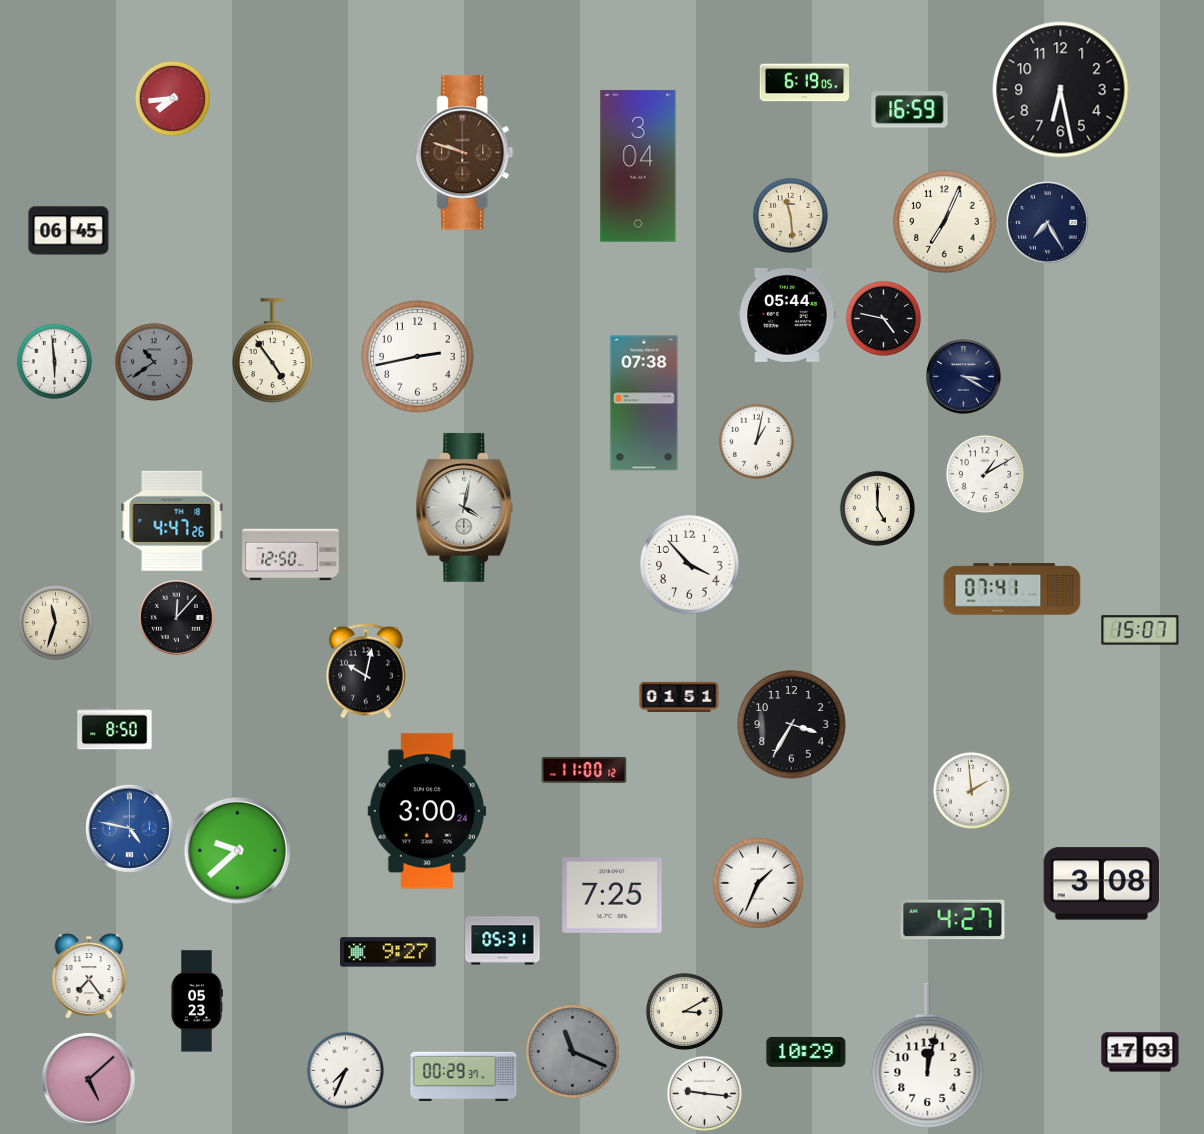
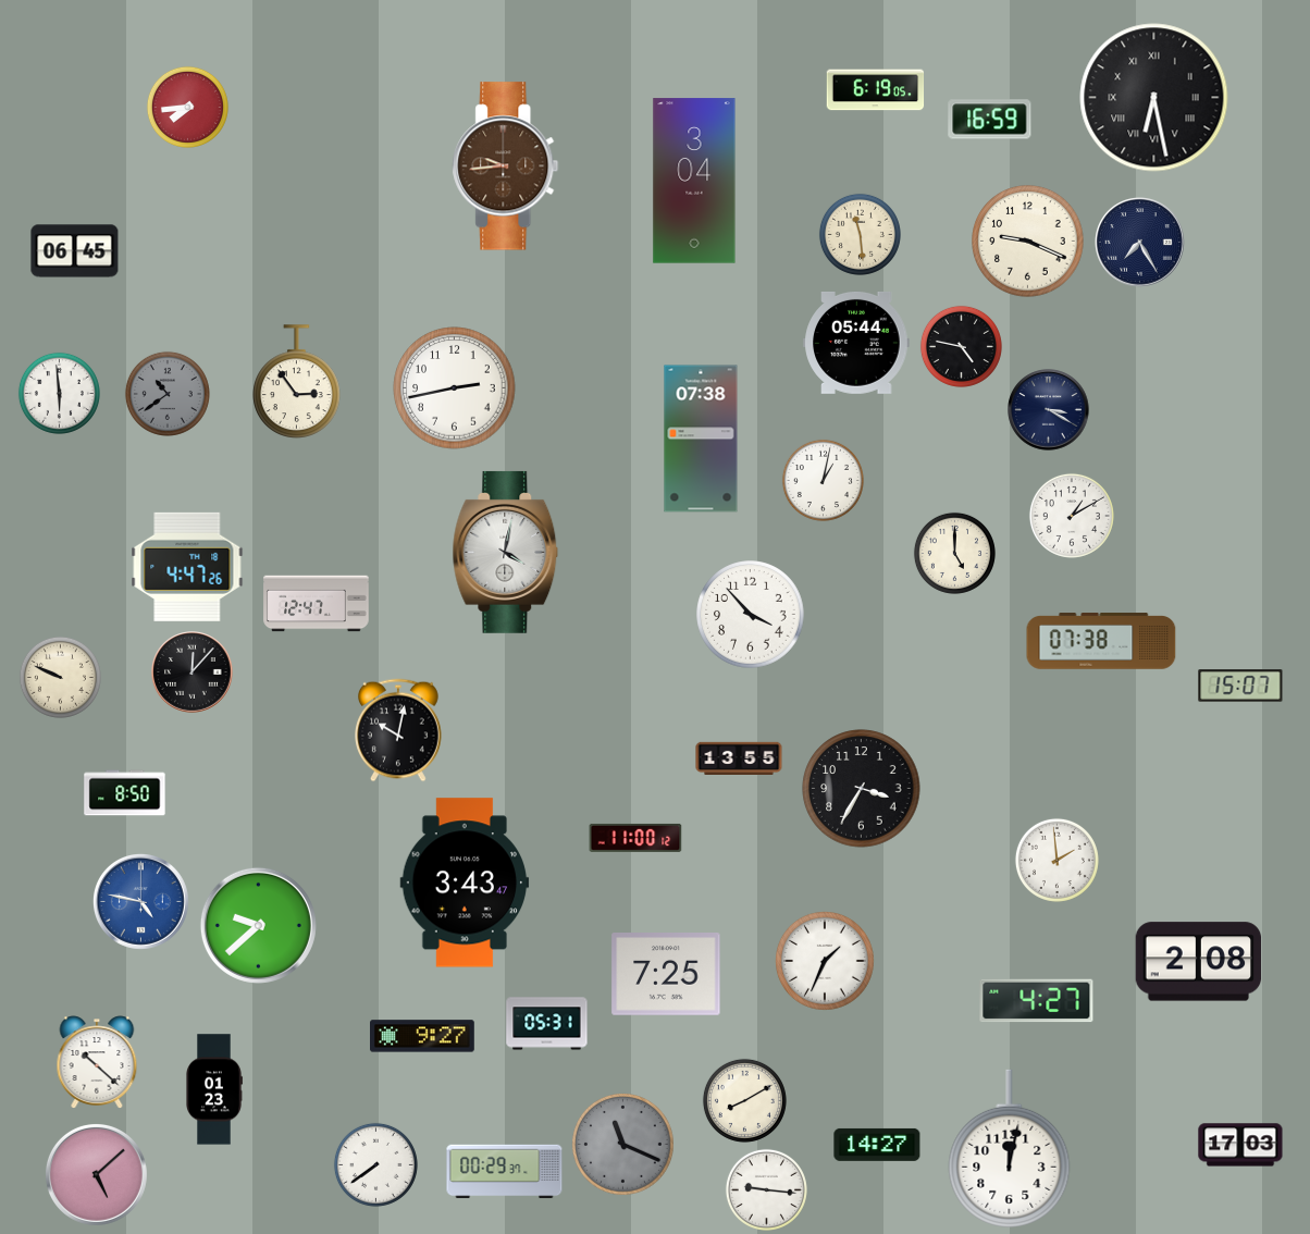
clock at (1061, 90) numerals: Arabic -> Roman
clock at (465, 153): 9:48 -> 9:44
clock at (945, 222): 7:04 -> 9:19
clock at (273, 351): 4:54 -> 2:54
clock at (291, 555): 12:50 -> 12:47
clock at (1012, 589): 07:41 -> 07:38
clock at (55, 622): 11:33 -> 9:49
clock at (679, 696): 01:51 -> 13:55
clock at (427, 811): 3:00 -> 3:43
clock at (1102, 884): 3:08 -> 2:08
clock at (89, 976): 7:24 -> 10:22
clock at (197, 1001): 05:23 -> 01:23
clock at (684, 1011): 3:10 -> 8:10
clock at (806, 1052): 10:29 -> 14:27
clock at (345, 1070): 7:34 -> 7:39
